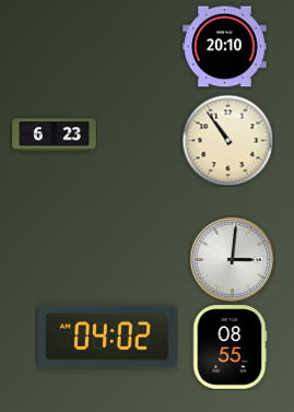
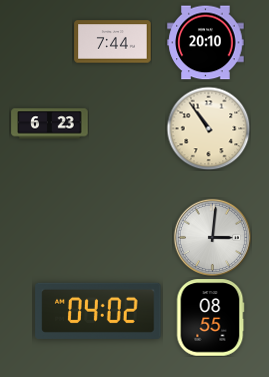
clock at (113, 42): none -> 7:44
clock at (107, 337) position: (107, 337) -> (98, 311)
